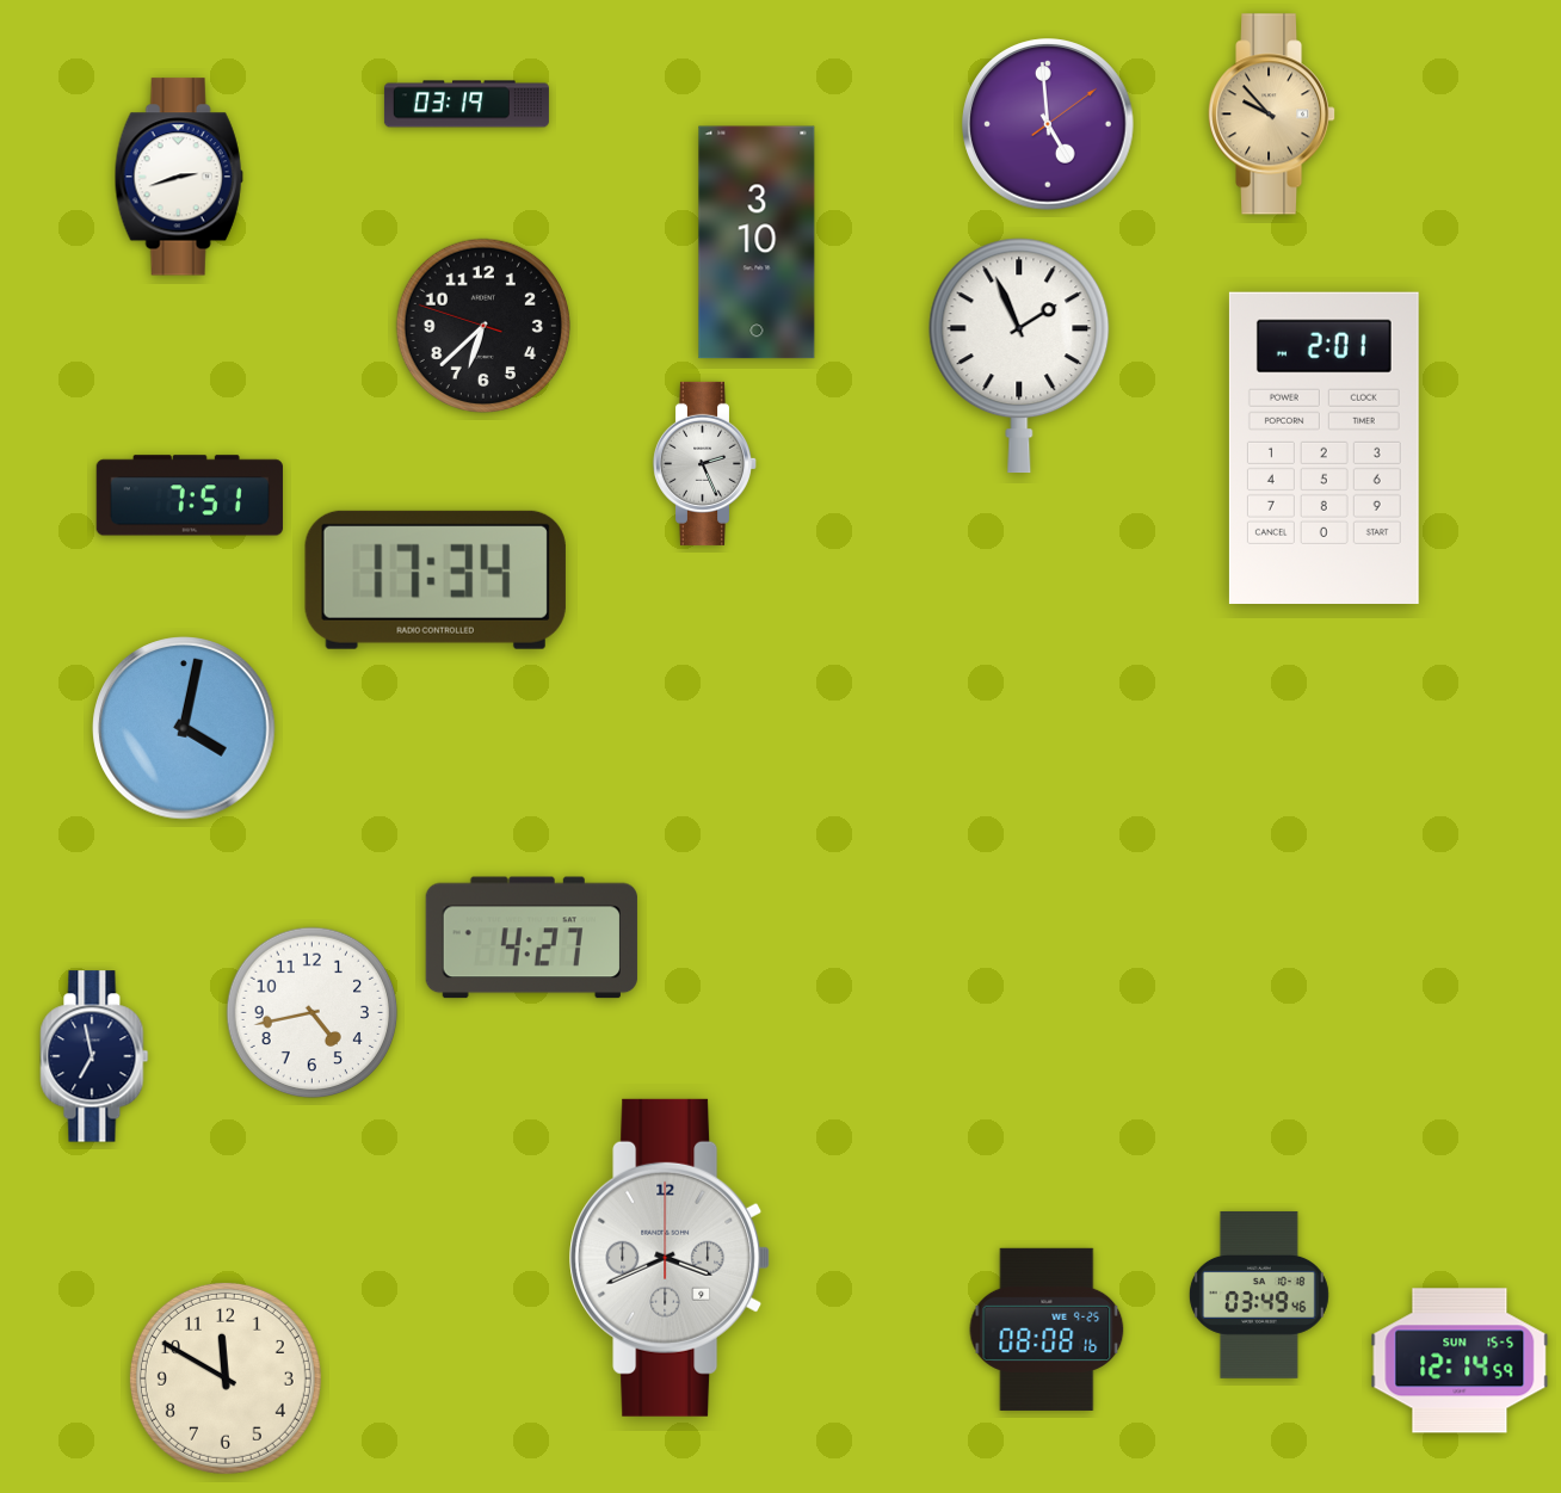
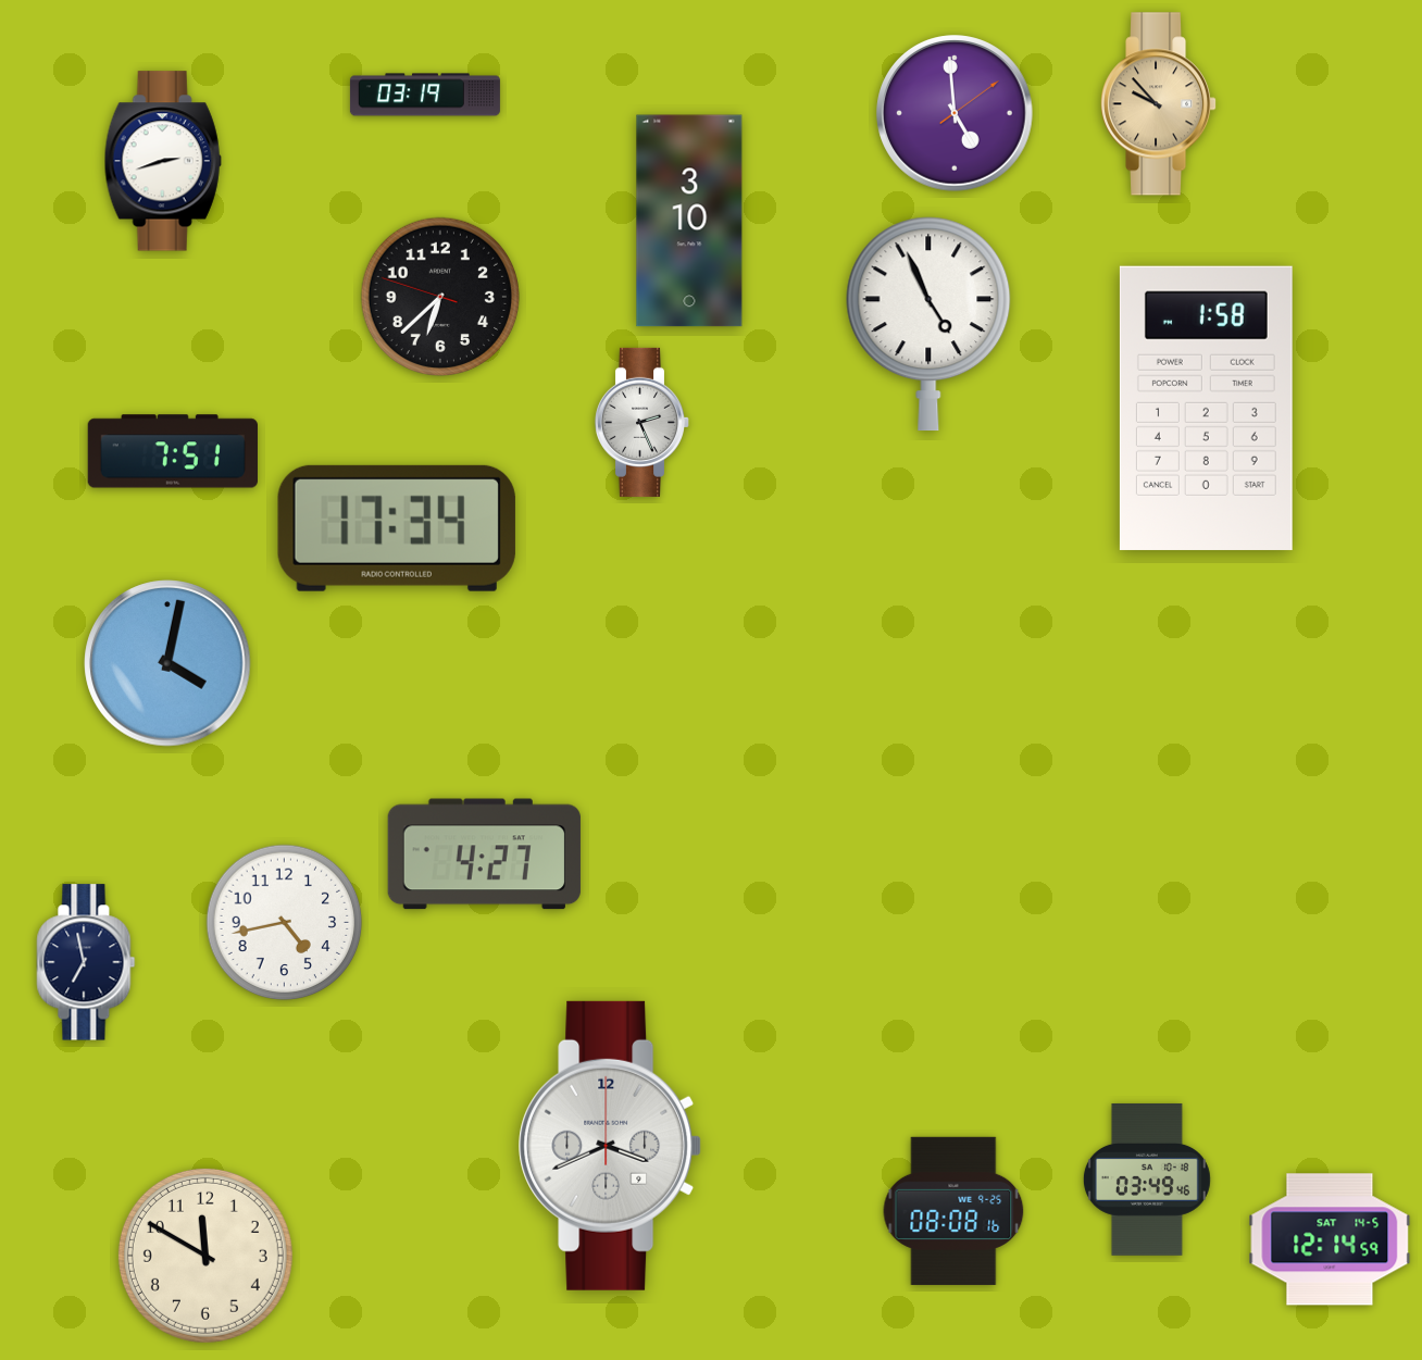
clock at (1019, 356): 1:56 -> 4:56
clock at (1324, 448): 2:01 -> 1:58
clock at (1460, 1361) date: SUN 15-5 -> SAT 14-5
